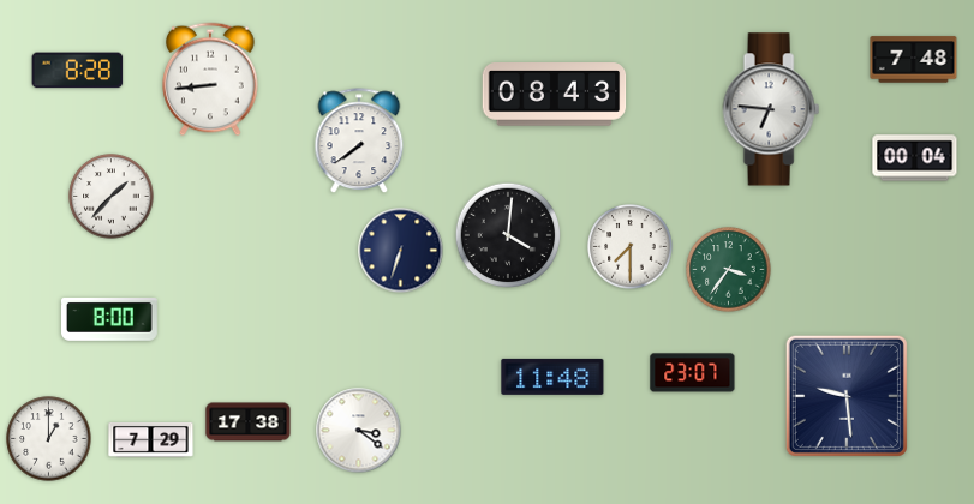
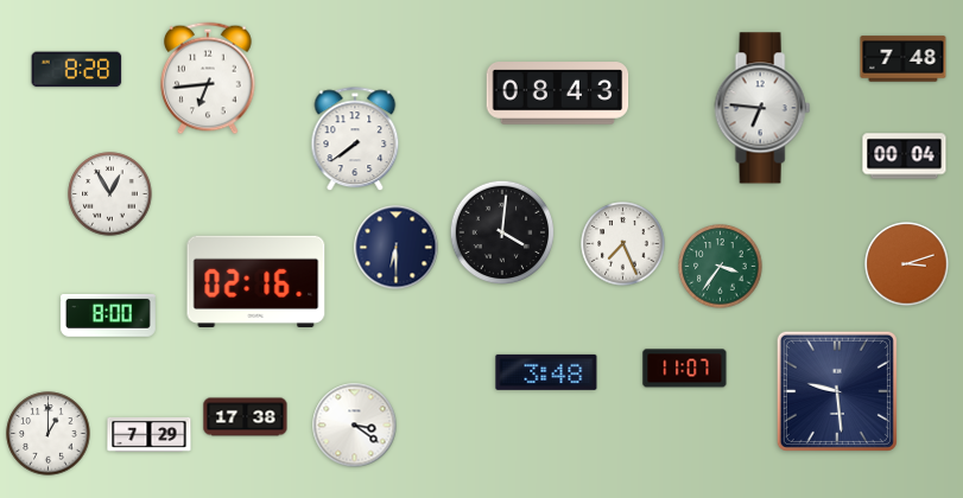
clock at (210, 79): 8:44 -> 6:44
clock at (555, 95) position: (555, 95) -> (558, 94)
clock at (112, 197): 1:37 -> 12:55
clock at (631, 247): 7:30 -> 7:26
clock at (401, 251): 6:33 -> 6:30
clock at (907, 264): none -> 3:12
clock at (256, 281): none -> 02:16
clock at (693, 373): 23:07 -> 11:07
clock at (552, 377): 11:48 -> 3:48
